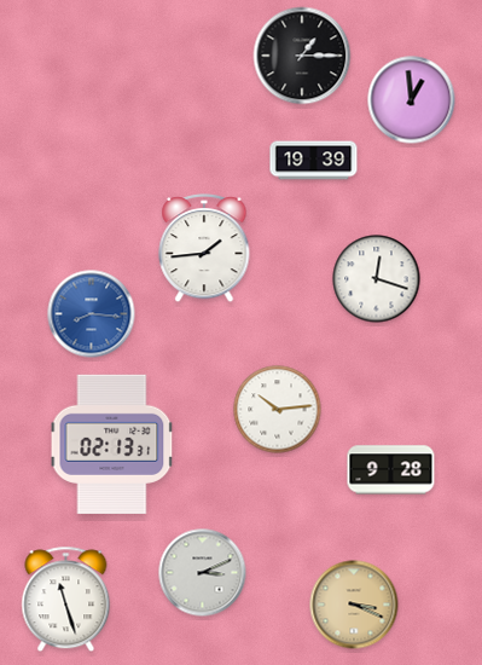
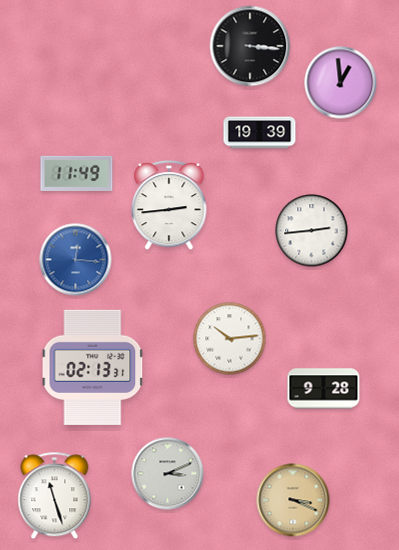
clock at (302, 56): 1:15 -> 3:16
clock at (77, 173): none -> 11:49
clock at (204, 249): 1:44 -> 2:44
clock at (377, 279): 12:18 -> 2:44
clock at (92, 314): 8:16 -> 12:16
